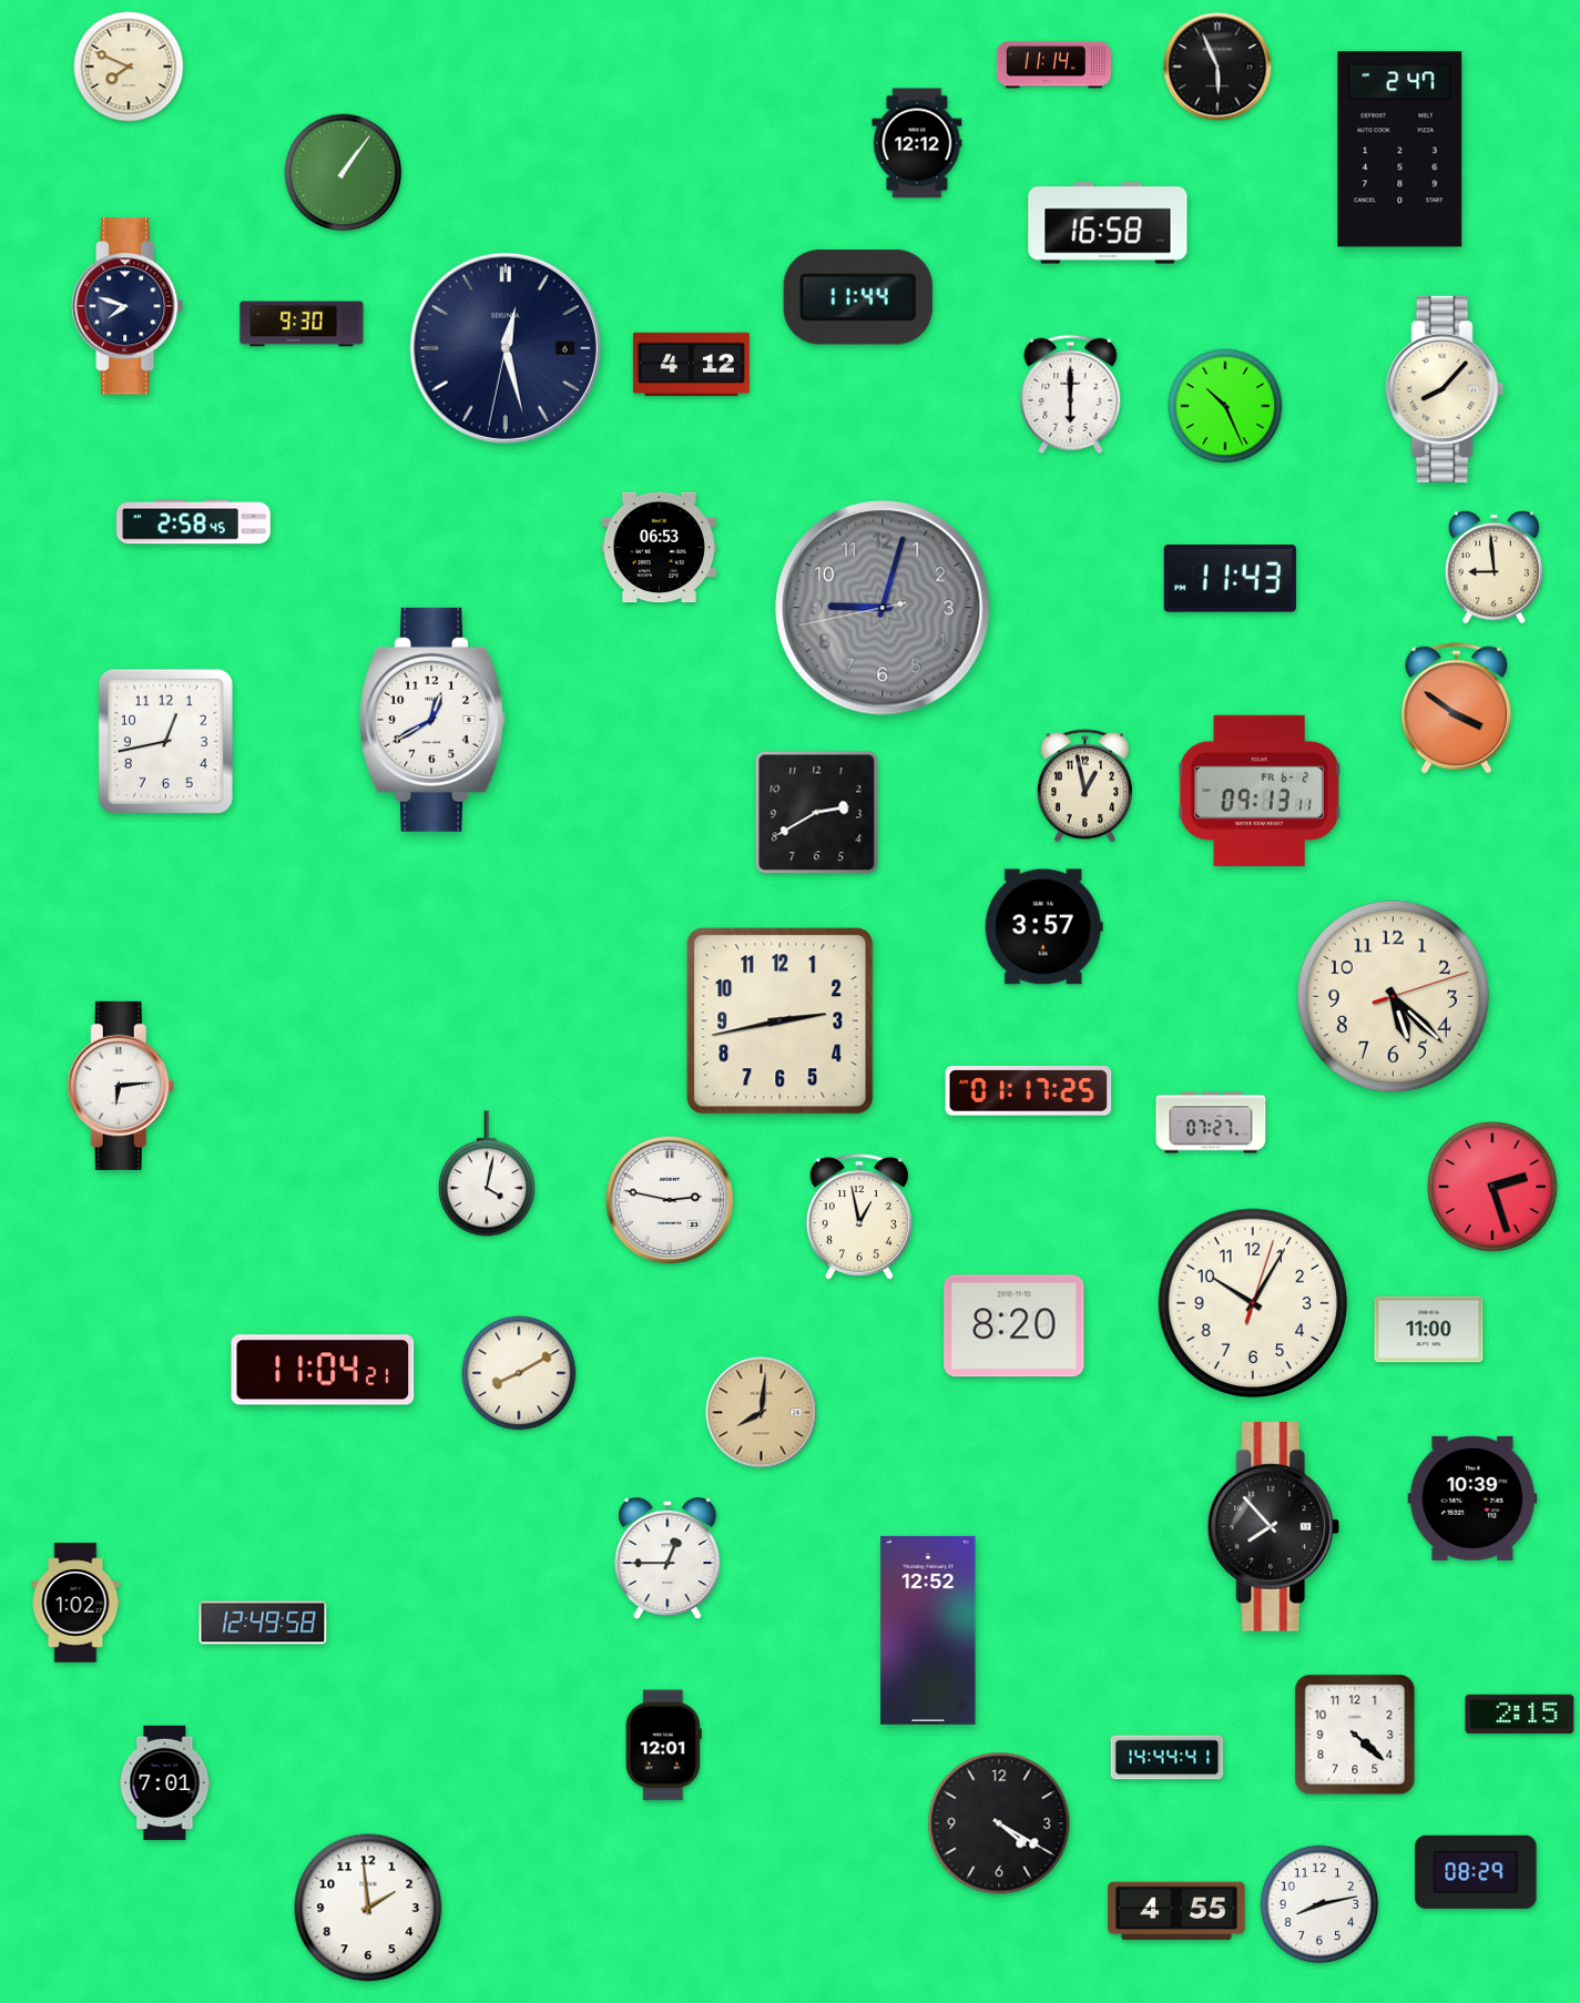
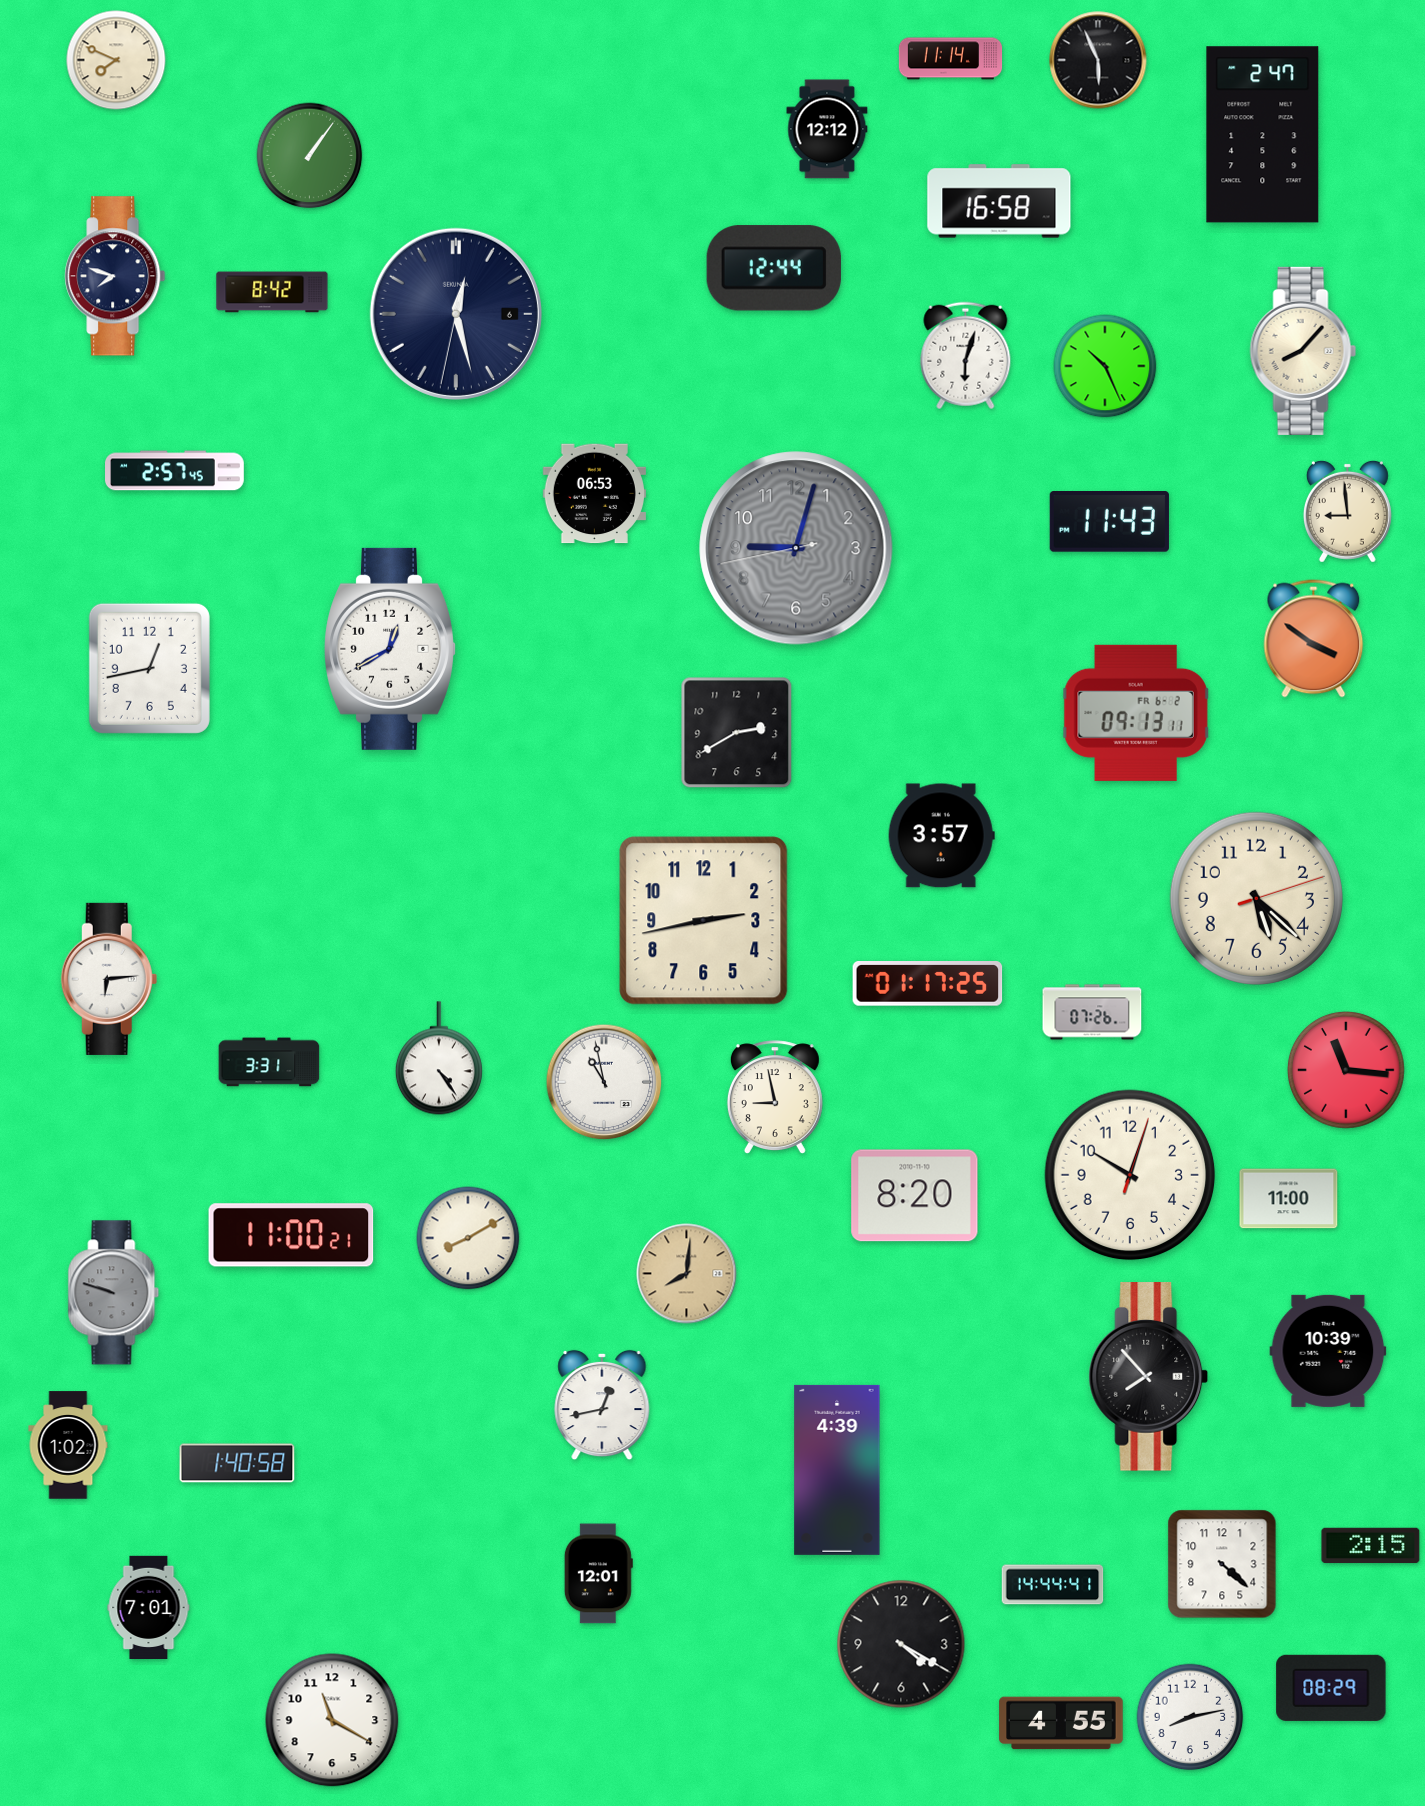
clock at (858, 297): 11:44 -> 12:44
clock at (302, 324): 9:30 -> 8:42
clock at (691, 365): 4:12 -> none
clock at (1071, 395): 6:00 -> 6:03
clock at (194, 522): 2:58 -> 2:57
clock at (1084, 786): 12:58 -> none
clock at (1211, 1122): 07:27 -> 07:26
clock at (487, 1173): 4:02 -> 4:24
clock at (269, 1062): none -> 3:31
clock at (1494, 1188): 2:27 -> 11:16
clock at (670, 1200): 2:47 -> 10:58
clock at (859, 1217): 12:58 -> 8:58
clock at (1253, 1303): 10:05 -> 10:03
clock at (323, 1370): 11:04 -> 11:00
clock at (114, 1293): none -> 9:48
clock at (667, 1558): 12:45 -> 12:43
clock at (263, 1623): 12:49 -> 1:40
clock at (928, 1630): 12:52 -> 4:39
clock at (368, 1908): 1:59 -> 11:20
